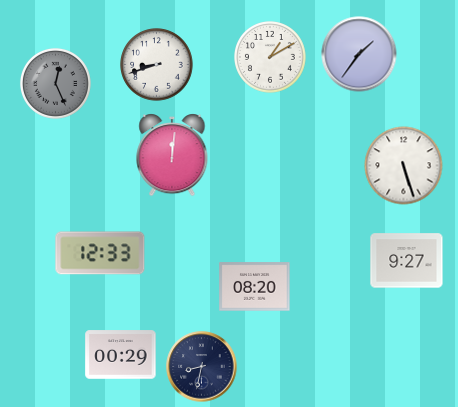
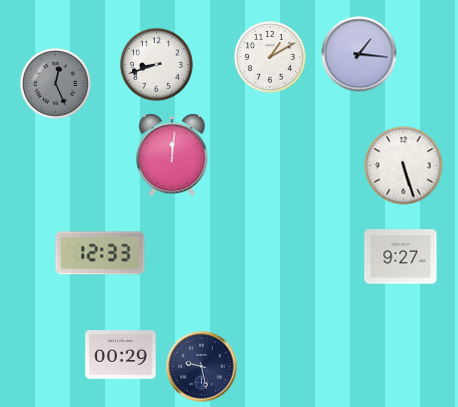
clock at (359, 54): 1:36 -> 1:16
clock at (407, 261) position: (407, 261) -> (401, 257)
clock at (255, 287): 08:20 -> none
clock at (202, 367): 8:32 -> 9:28
